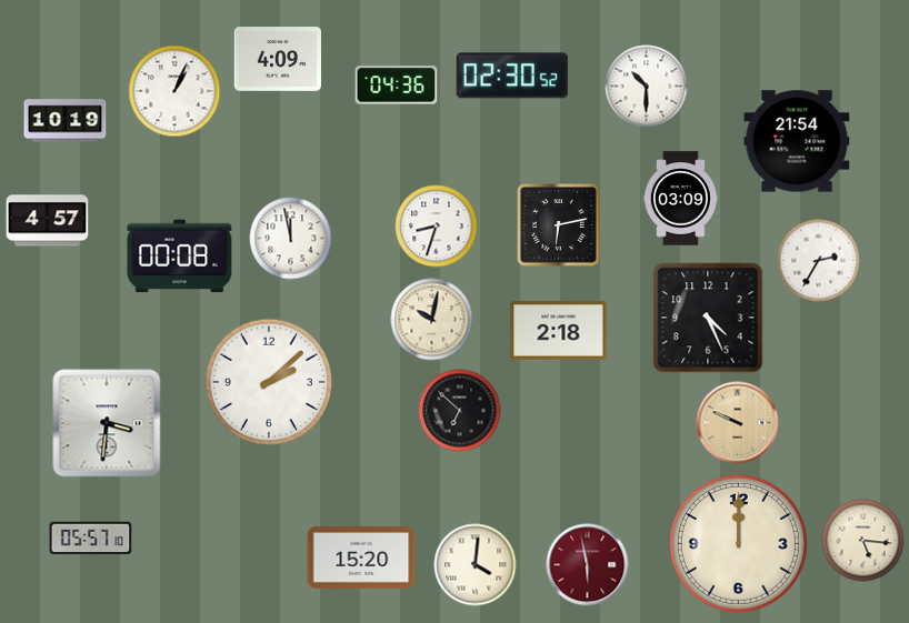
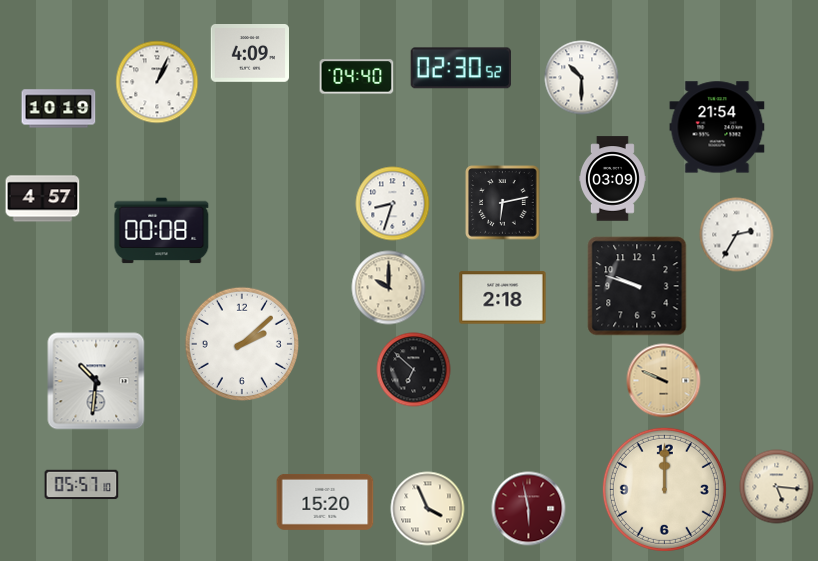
clock at (397, 86): 04:36 -> 04:40
clock at (291, 239): 11:58 -> none
clock at (708, 318): 4:26 -> 9:48
clock at (432, 320): 10:02 -> 10:00
clock at (107, 423): 3:31 -> 10:31
clock at (476, 565): 4:01 -> 3:56
